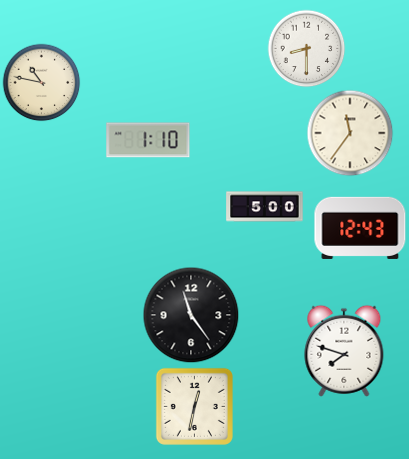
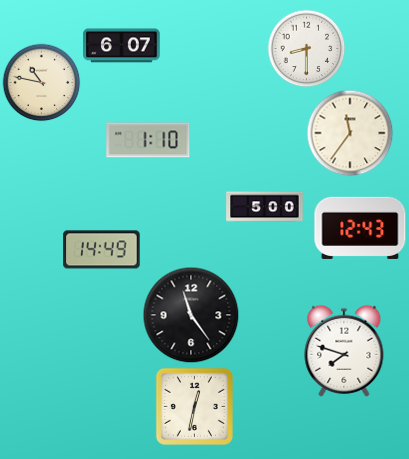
clock at (122, 46): none -> 6:07
clock at (102, 250): none -> 14:49
